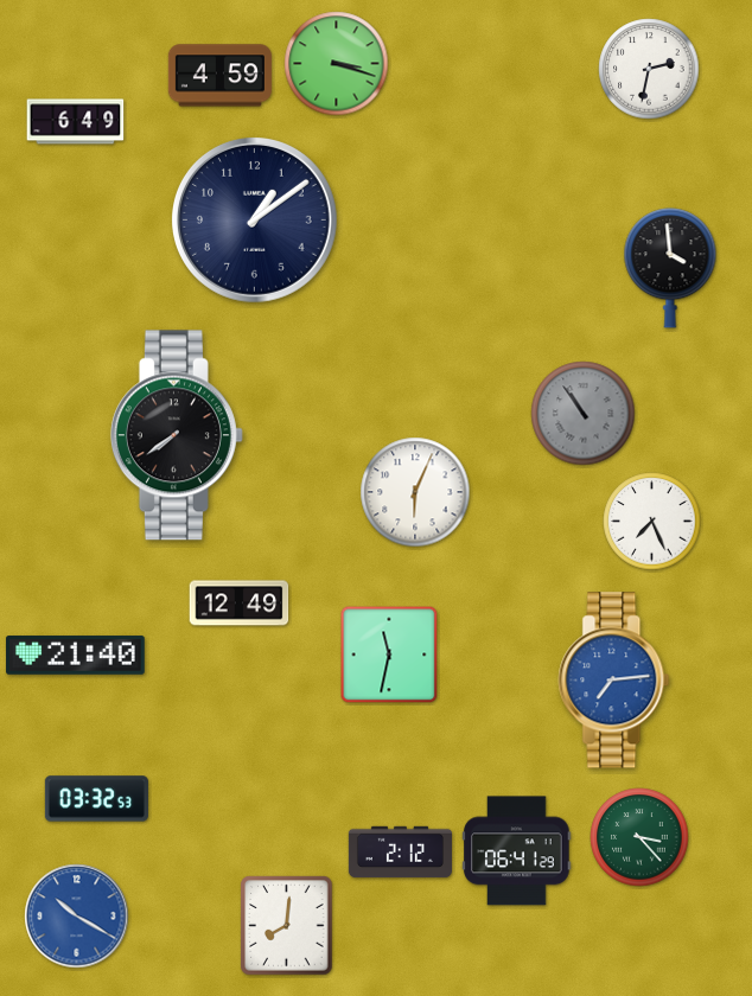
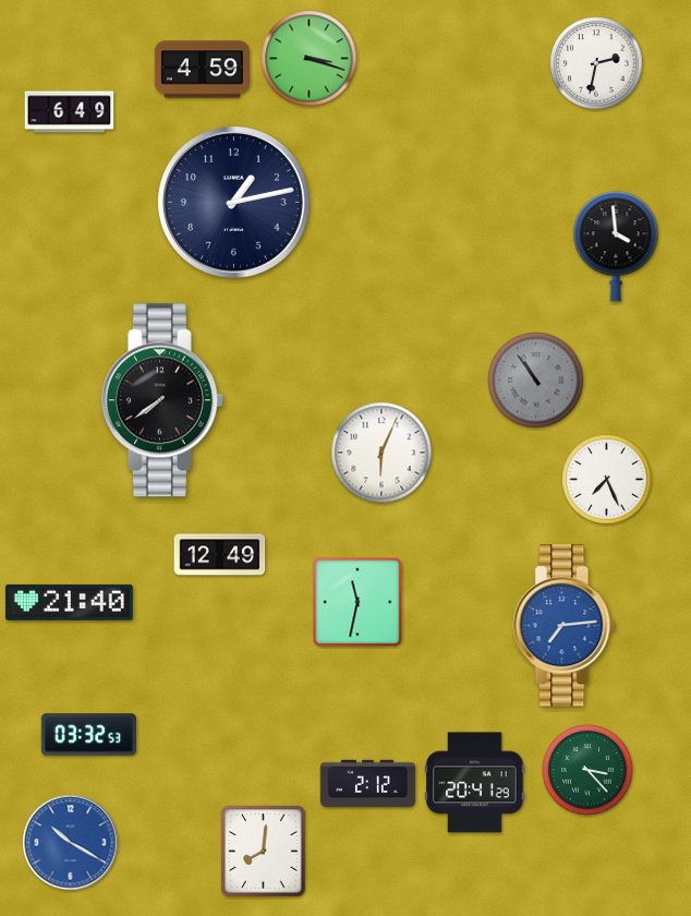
clock at (254, 219): 1:09 -> 1:13
clock at (652, 522) position: (652, 522) -> (607, 480)
clock at (517, 851): 06:41 -> 20:41
